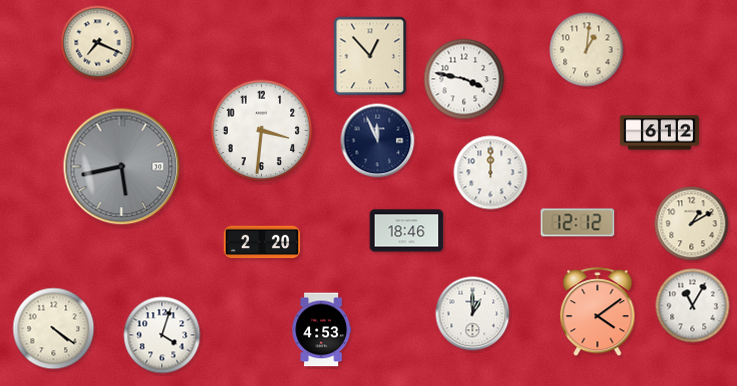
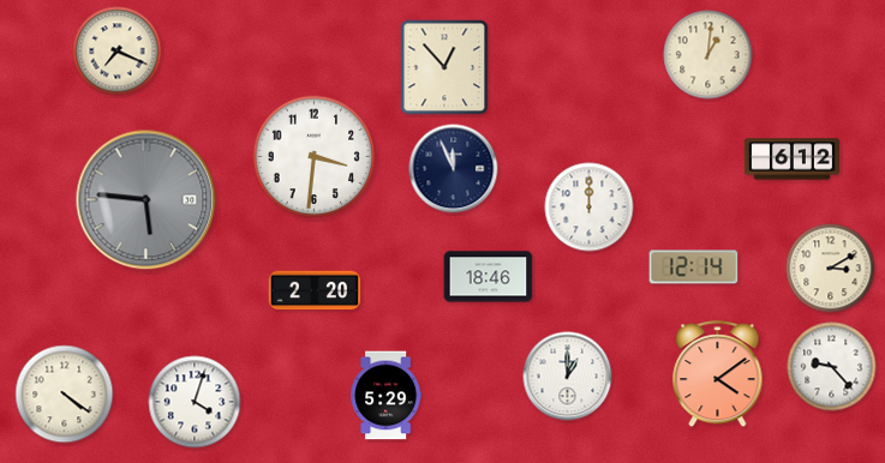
clock at (587, 50) position: (587, 50) -> (708, 55)
clock at (464, 79): 3:47 -> none
clock at (122, 167): 5:43 -> 5:46
clock at (578, 223): 12:12 -> 12:14
clock at (692, 224): 1:10 -> 3:10
clock at (693, 306): 11:05 -> 9:23
clock at (322, 330): 4:53 -> 5:29
